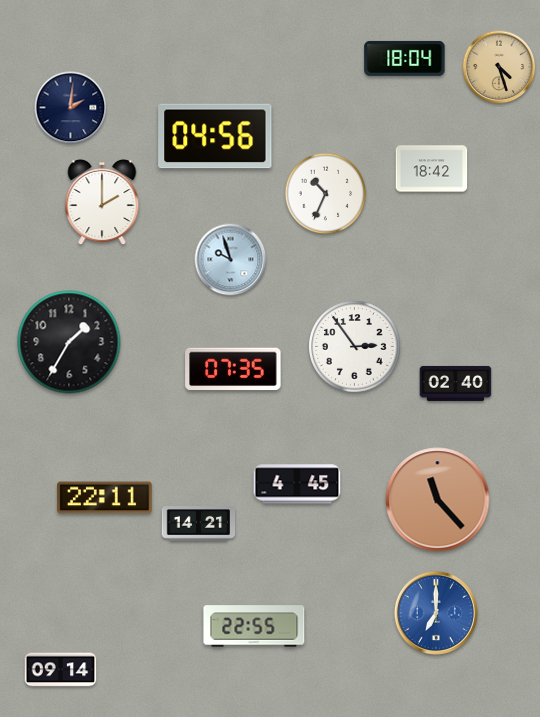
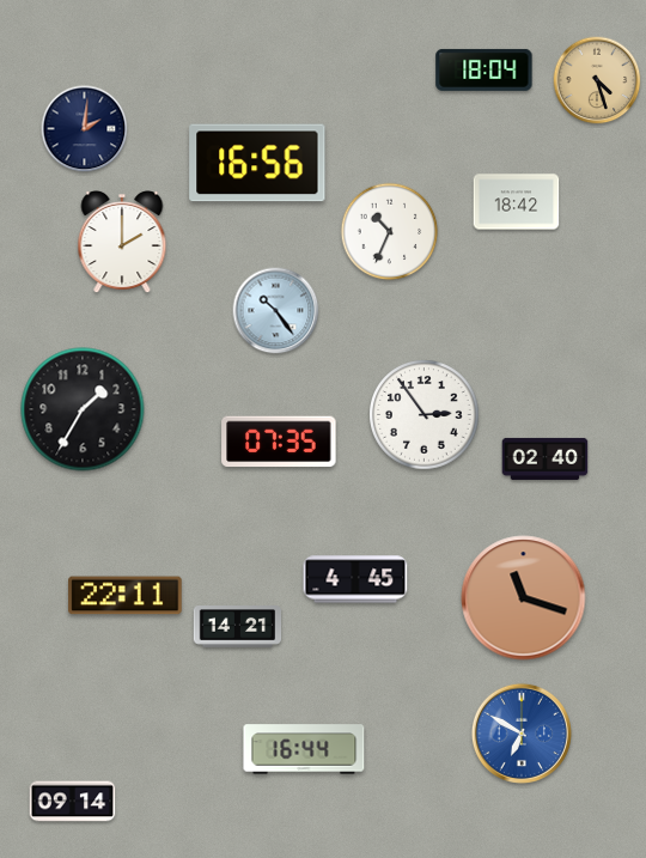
clock at (215, 136): 04:56 -> 16:56
clock at (231, 260): 9:57 -> 10:24
clock at (438, 500): 11:23 -> 11:18
clock at (436, 613): 7:00 -> 6:50
clock at (254, 626): 22:55 -> 16:44
